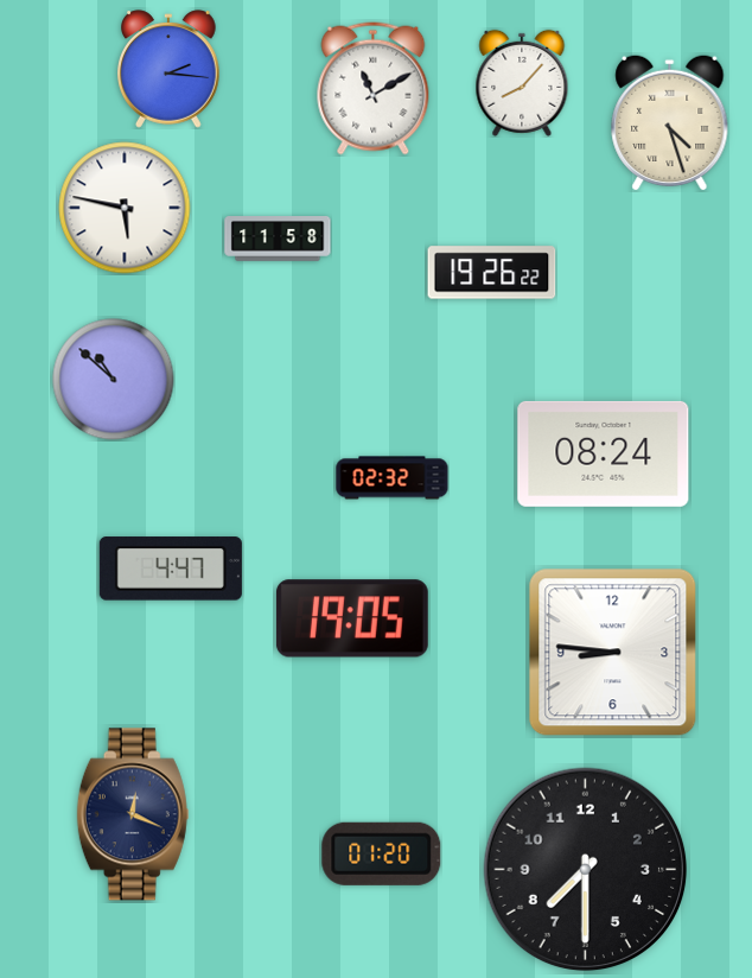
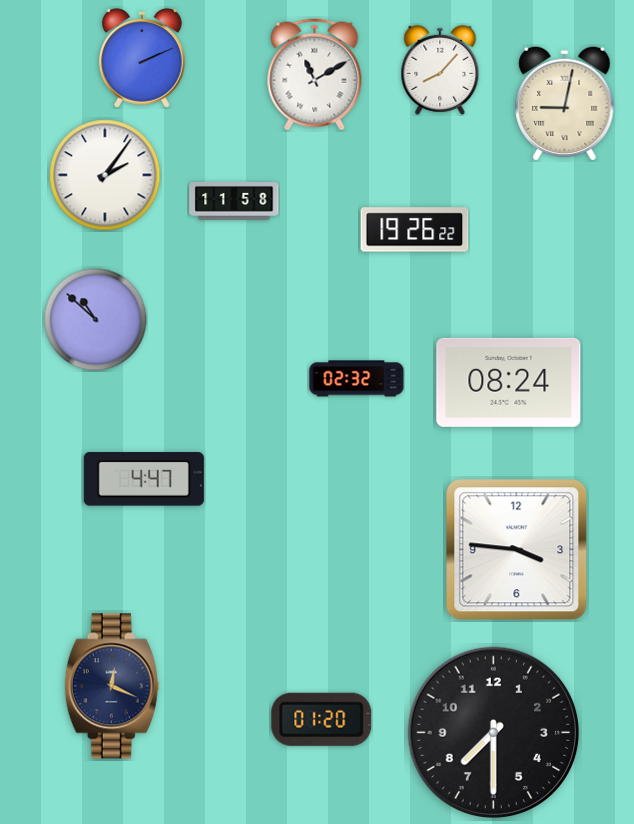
clock at (168, 69): 2:16 -> 2:11
clock at (670, 122): 4:27 -> 9:02
clock at (125, 208): 5:47 -> 2:06
clock at (393, 478) position: (393, 478) -> (357, 379)
clock at (352, 618): 19:05 -> none
clock at (613, 653): 8:46 -> 3:46
